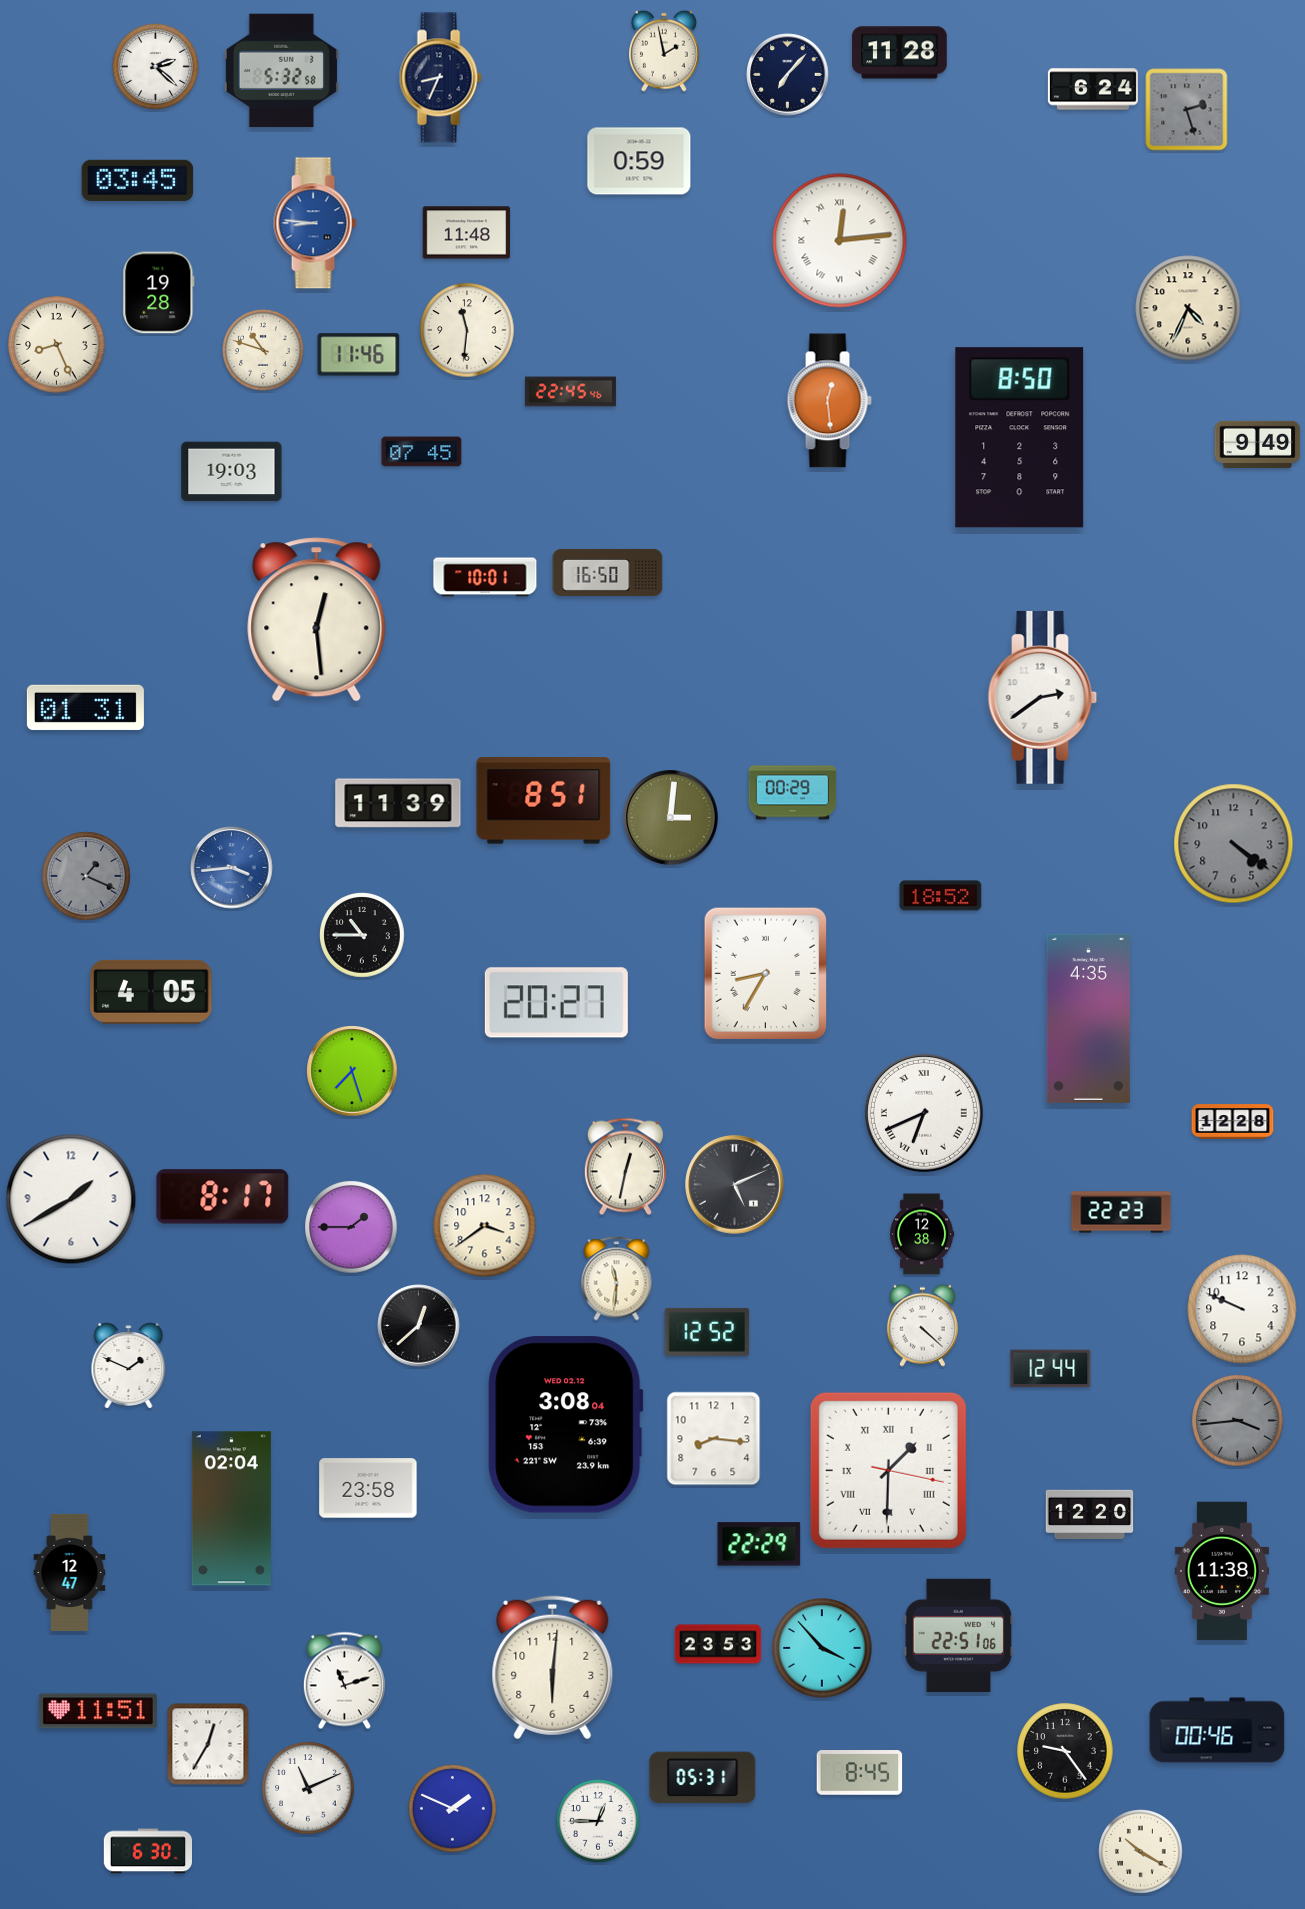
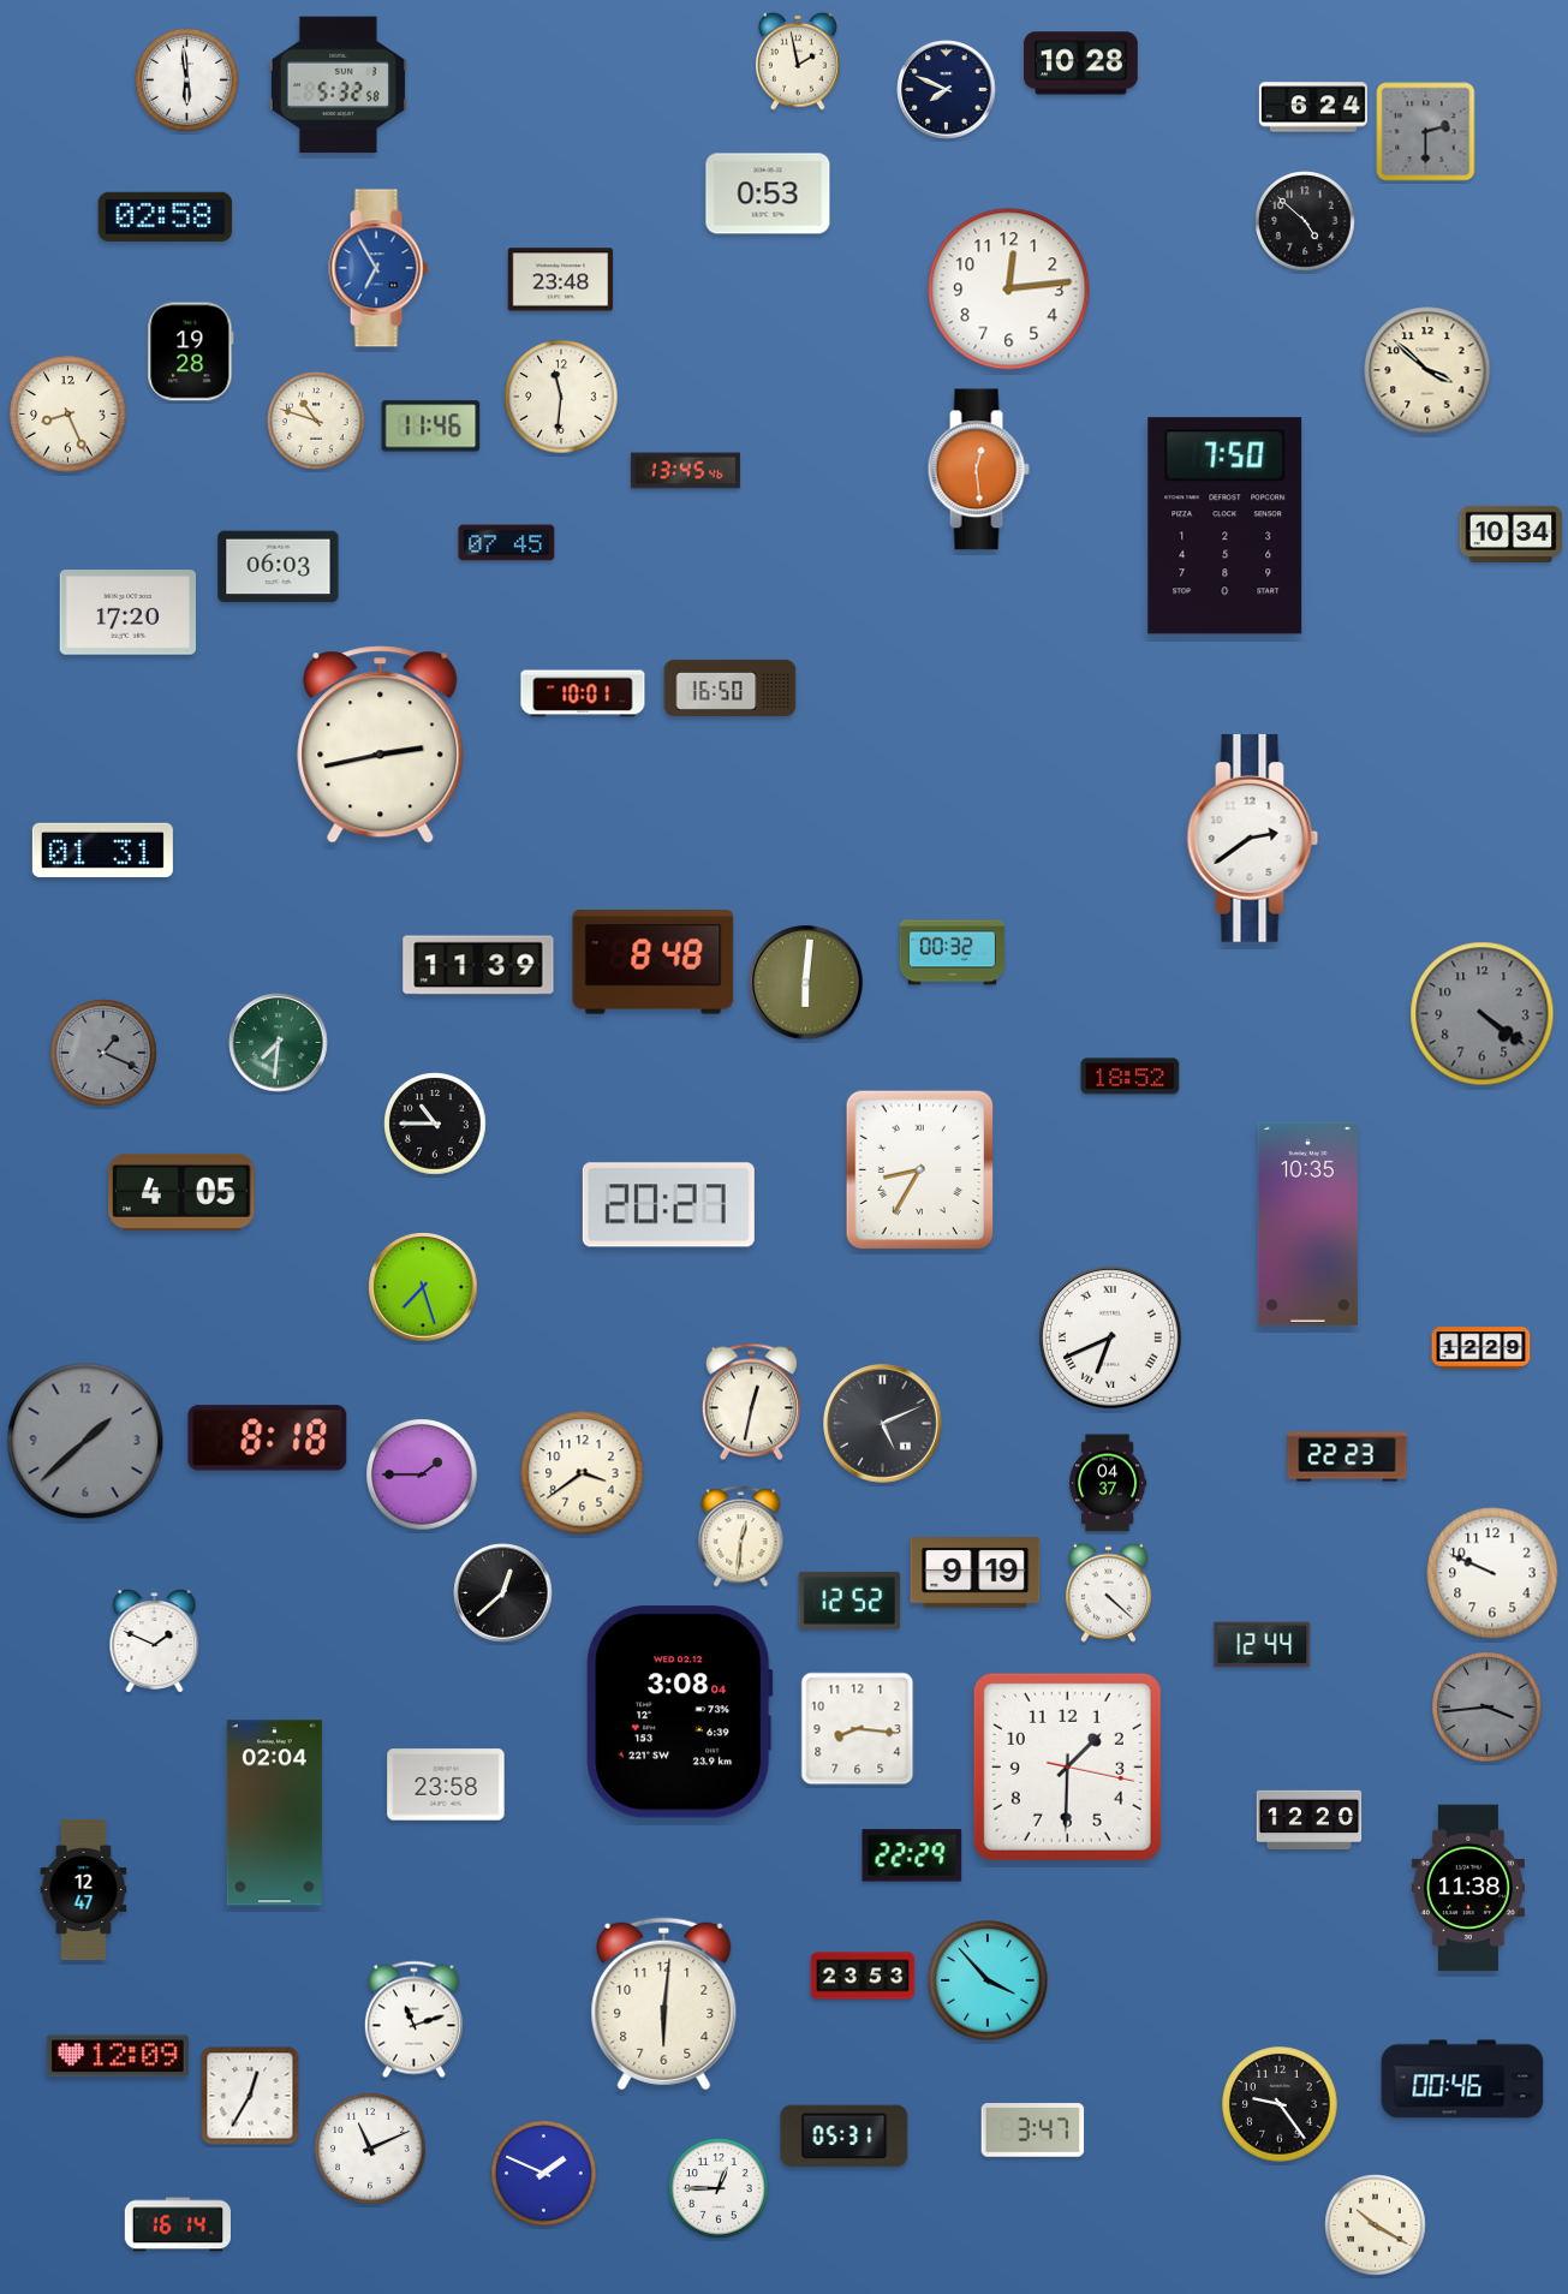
clock at (900, 53): 11:28 -> 10:28
clock at (156, 67): 2:22 -> 5:59
clock at (788, 75): 7:07 -> 7:49
clock at (440, 78): 8:34 -> none
clock at (1187, 110): 2:27 -> 2:30
clock at (639, 161): 0:59 -> 0:53
clock at (138, 180): 03:45 -> 02:58
clock at (1305, 221): none -> 4:52
clock at (315, 223): 8:46 -> 6:55
clock at (467, 233): 11:48 -> 23:48
clock at (840, 241) numerals: Roman -> Arabic
clock at (1188, 308): 4:34 -> 3:52
clock at (570, 392): 22:45 -> 13:45
clock at (829, 401) position: (829, 401) -> (978, 470)
clock at (1020, 438): 8:50 -> 7:50
clock at (1258, 444): 9:49 -> 10:34
clock at (232, 472): 19:03 -> 06:03
clock at (127, 613): none -> 17:20
clock at (317, 620): 12:29 -> 2:43
clock at (793, 793): 00:29 -> 00:32
clock at (544, 801): 8:51 -> 8:48
clock at (671, 818): 3:01 -> 6:01
clock at (232, 868): 3:44 -> 7:31
clock at (232, 868) dial: blue -> green
clock at (1088, 1018): 4:35 -> 10:35
clock at (1233, 1122): 12:28 -> 12:29
clock at (223, 1197): 8:17 -> 8:18
clock at (71, 1199): 1:40 -> 1:38
clock at (71, 1199) dial: white -> grey
clock at (923, 1234): 12:38 -> 04:37
clock at (617, 1279): 11:31 -> 12:31
clock at (976, 1573): none -> 9:19
clock at (888, 1470) numerals: Roman -> Arabic
clock at (368, 1488) position: (368, 1488) -> (446, 1784)
clock at (231, 1509) position: (231, 1509) -> (274, 1813)
clock at (959, 1636): 22:51 -> none
clock at (98, 1711): 11:51 -> 12:09
clock at (860, 1773): 8:45 -> 3:47
clock at (147, 1851): 6:30 -> 16:14
clock at (1141, 1852) position: (1141, 1852) -> (1376, 2226)
